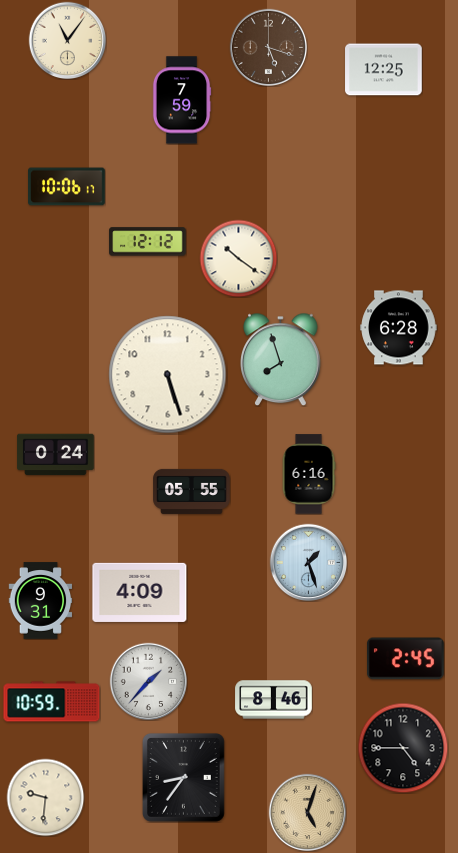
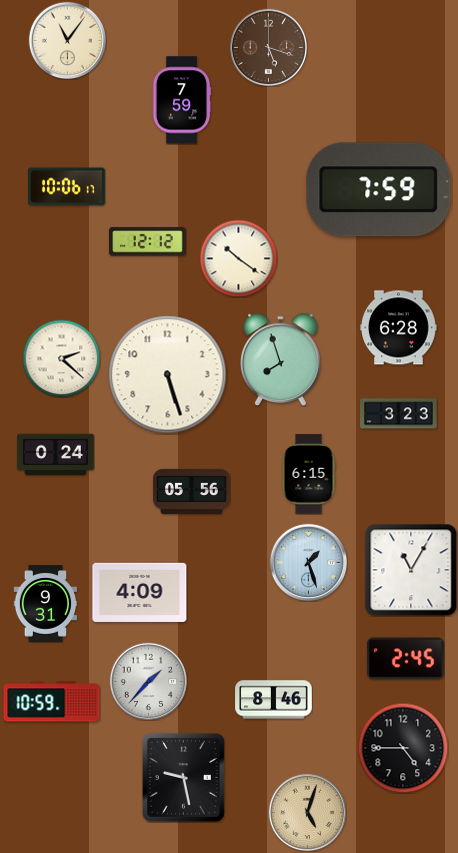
clock at (384, 70): 12:25 -> none
clock at (379, 190): none -> 7:59
clock at (61, 358): none -> 2:22
clock at (399, 414): none -> 3:23
clock at (309, 474): 6:16 -> 6:15
clock at (192, 491): 05:55 -> 05:56
clock at (411, 570): none -> 11:05
clock at (41, 601) position: (41, 601) -> (46, 604)
clock at (183, 778): 8:36 -> 9:28
clock at (45, 797): 9:31 -> none
